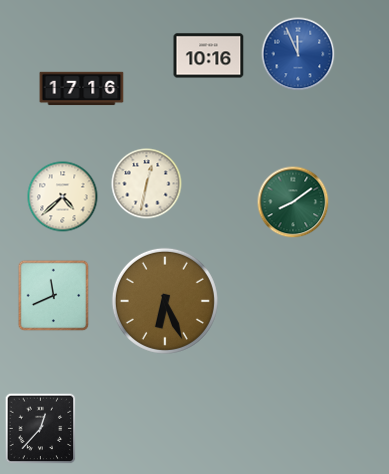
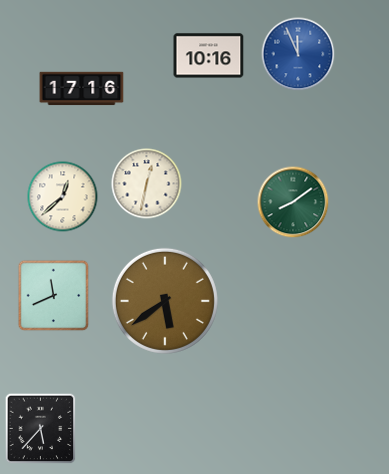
clock at (63, 197): 4:38 -> 12:38
clock at (165, 301): 6:26 -> 5:39
clock at (41, 429): 12:37 -> 5:37
